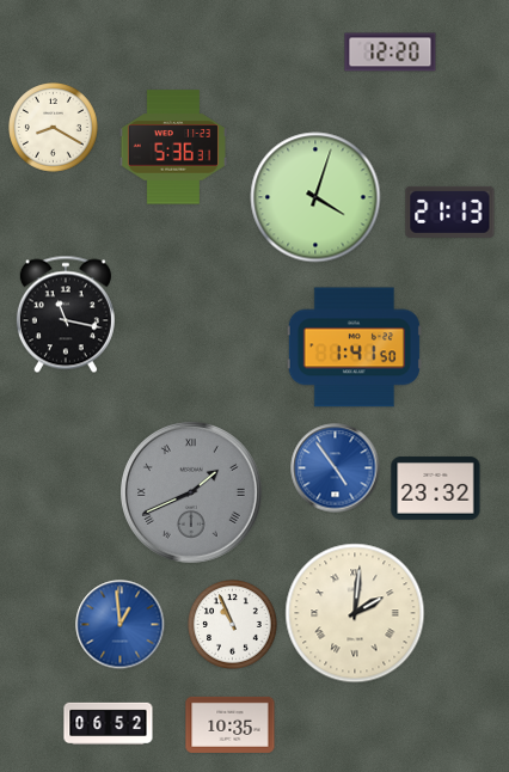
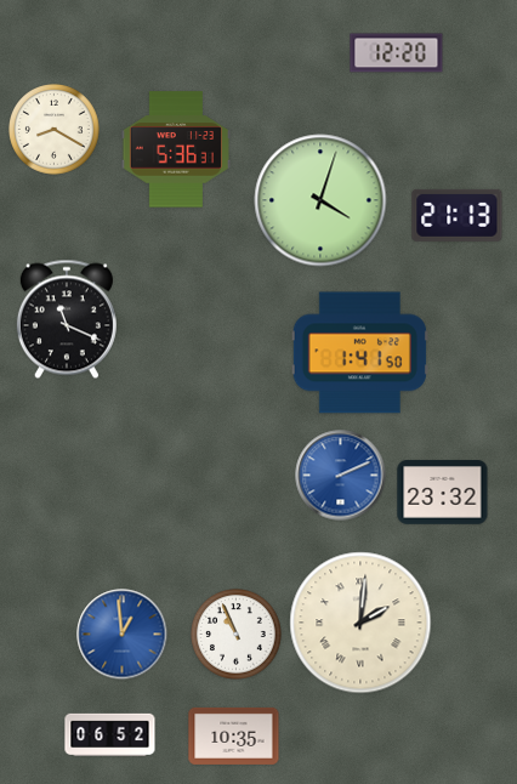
clock at (66, 314): 11:17 -> 11:19
clock at (336, 468): 4:54 -> 2:11
clock at (436, 489) position: (436, 489) -> (443, 493)
clock at (192, 494): 1:41 -> none
